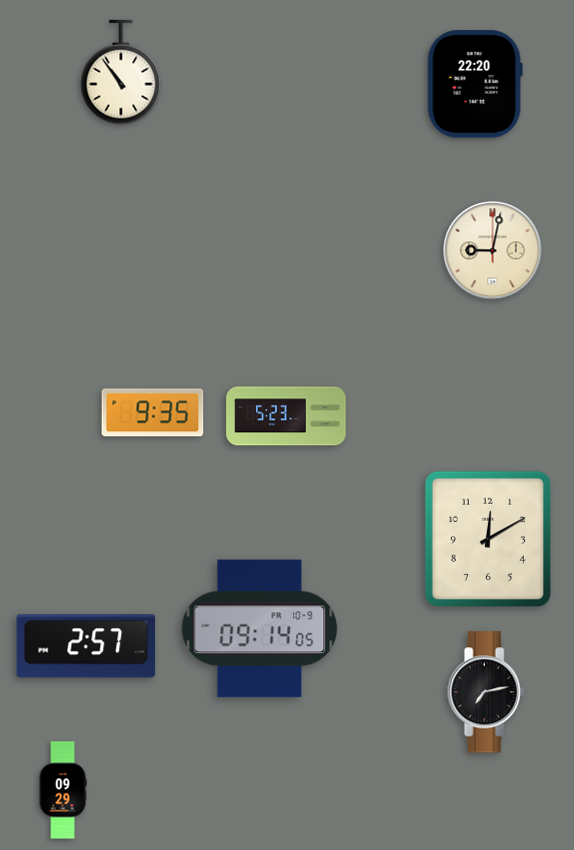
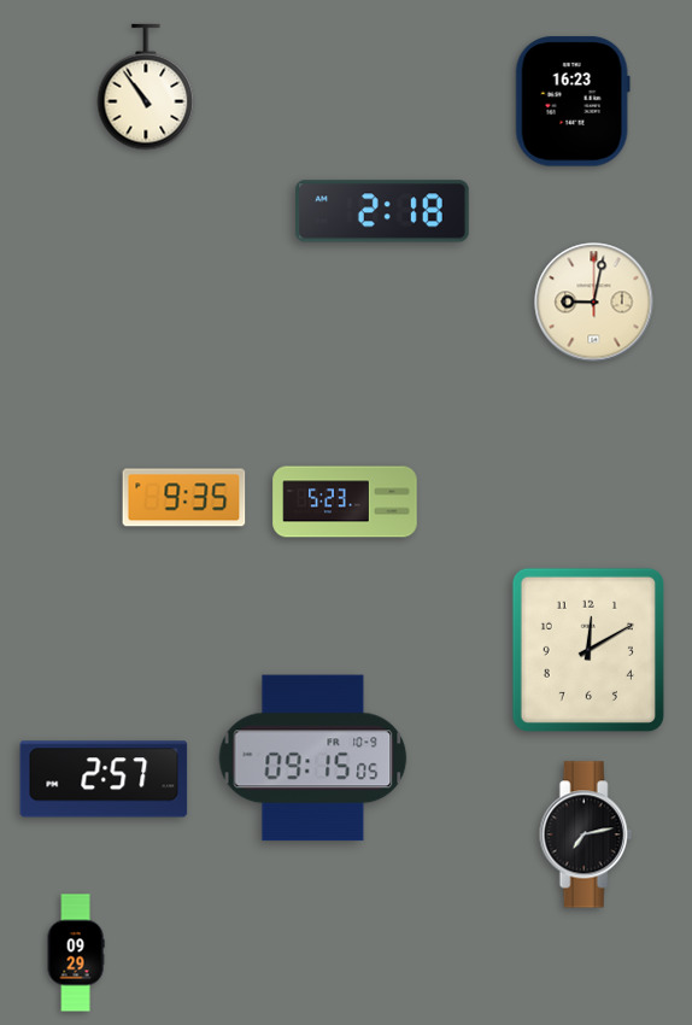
clock at (475, 84): 22:20 -> 16:23
clock at (383, 211): none -> 2:18
clock at (260, 629): 09:14 -> 09:15
